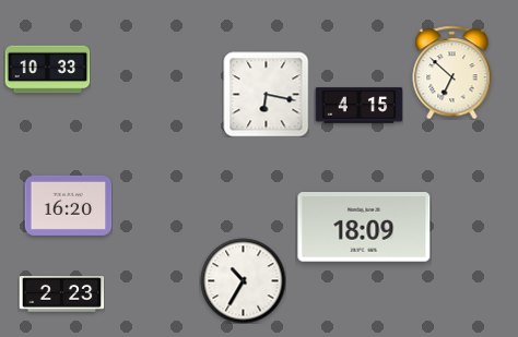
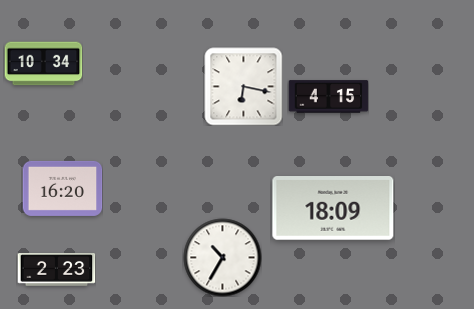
clock at (47, 70): 10:33 -> 10:34
clock at (452, 72): 6:52 -> none
